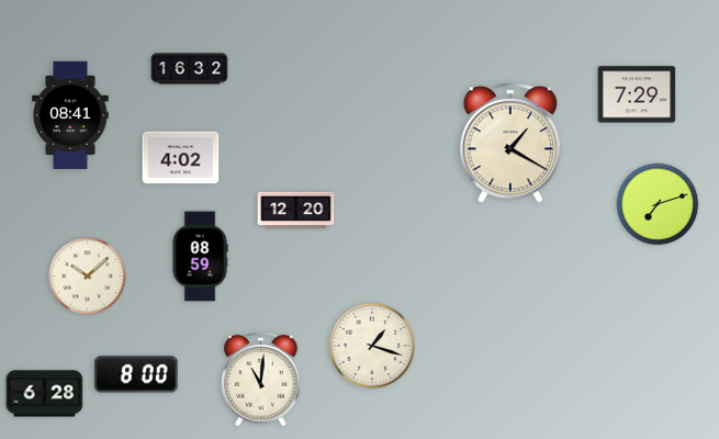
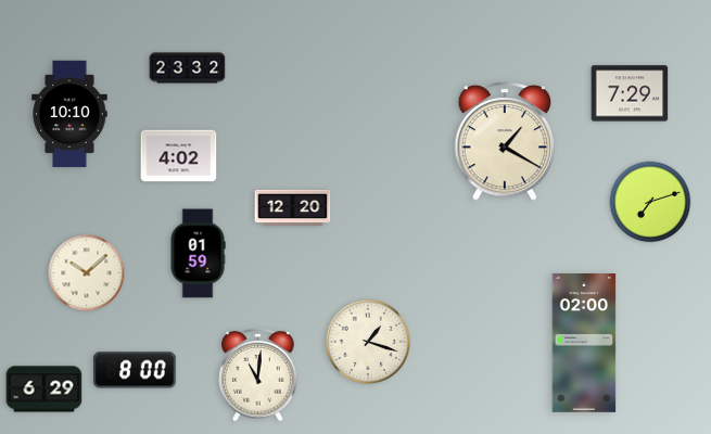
clock at (190, 69): 16:32 -> 23:32
clock at (70, 115): 08:41 -> 10:10
clock at (200, 257): 08:59 -> 01:59
clock at (584, 344): none -> 02:00
clock at (45, 394): 6:28 -> 6:29
